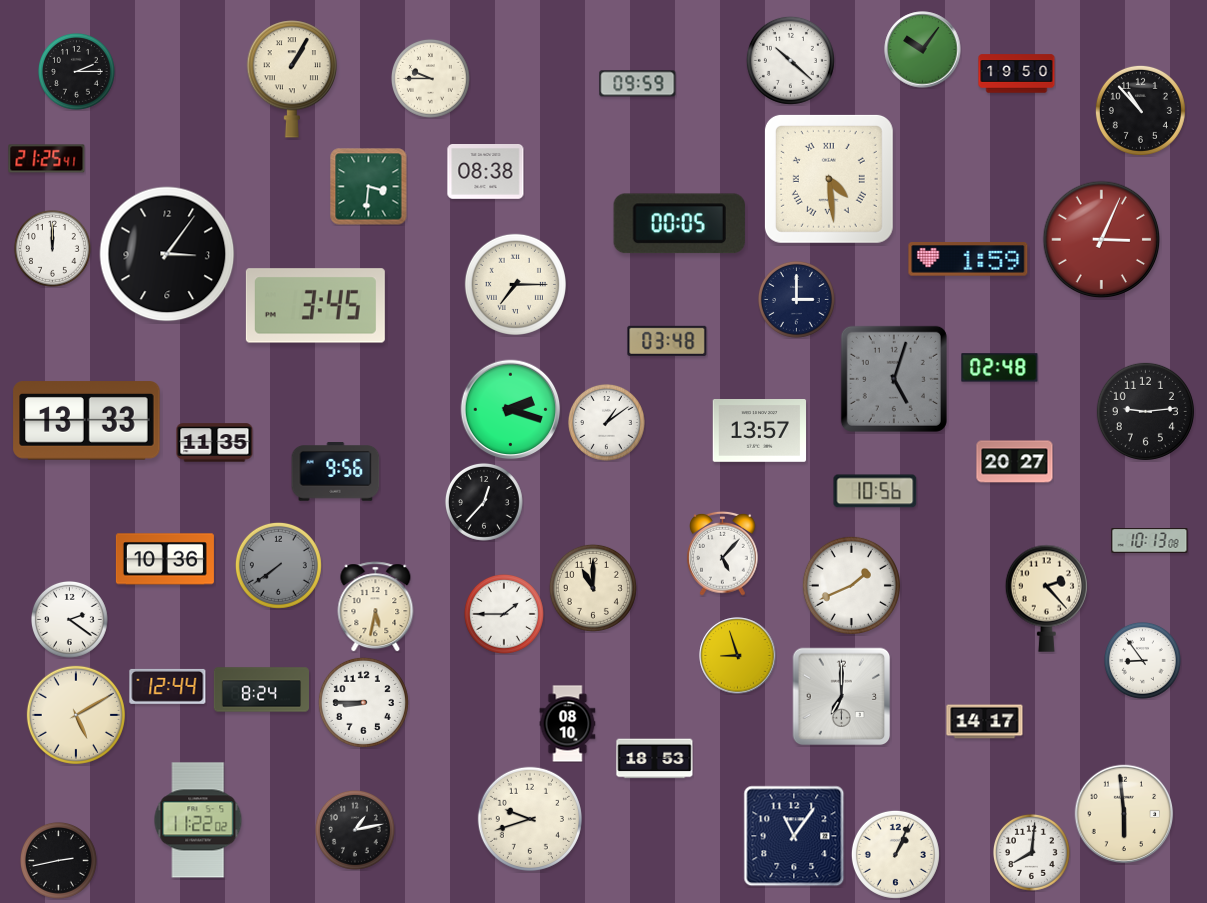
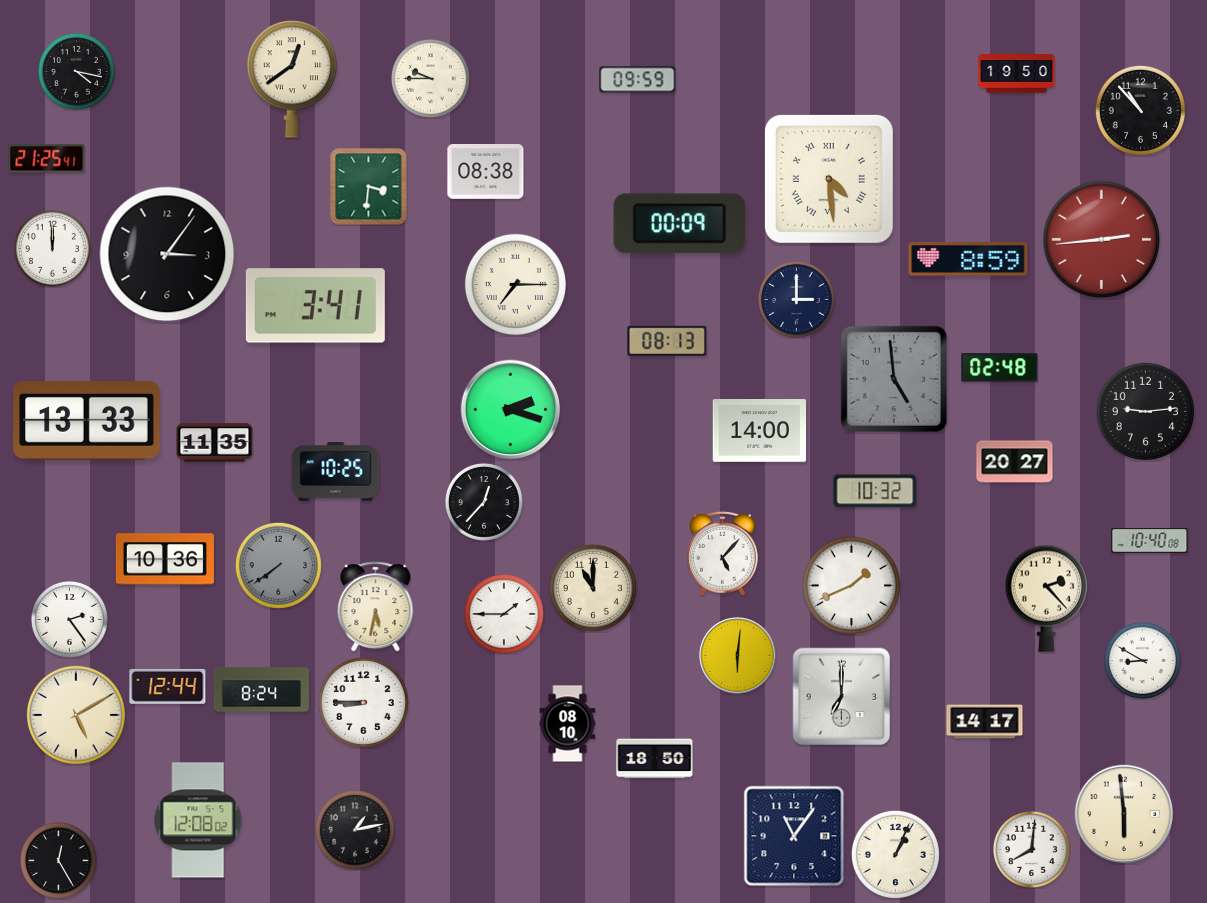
clock at (923, 50): 10:06 -> none
clock at (790, 60): 10:22 -> none
clock at (77, 72): 2:15 -> 4:17
clock at (291, 79): 1:05 -> 12:39
clock at (638, 84) position: (638, 84) -> (638, 80)
clock at (679, 224): 00:05 -> 00:09
clock at (1102, 240): 3:04 -> 2:44
clock at (968, 259): 1:59 -> 8:59
clock at (315, 306): 3:45 -> 3:41
clock at (667, 341): 03:48 -> 08:13
clock at (894, 379): 5:03 -> 4:59
clock at (607, 423): 1:09 -> none
clock at (760, 431): 13:57 -> 14:00
clock at (336, 472): 9:56 -> 10:25
clock at (875, 491): 10:56 -> 10:32
clock at (1150, 541): 10:13 -> 10:40
clock at (70, 620): 2:21 -> 2:24
clock at (738, 656): 8:57 -> 6:01
clock at (1143, 661): 8:54 -> 8:50
clock at (655, 759): 18:53 -> 18:50
clock at (530, 819): 9:42 -> none
clock at (198, 820): 11:22 -> 12:08
clock at (1032, 853) position: (1032, 853) -> (1032, 850)
clock at (59, 861): 2:43 -> 12:25
